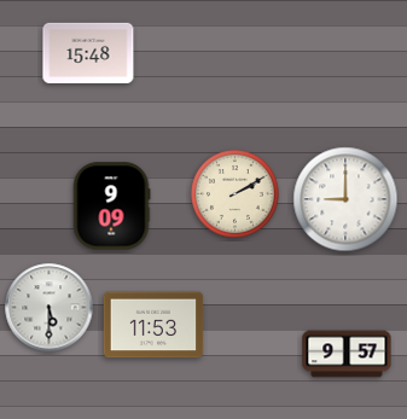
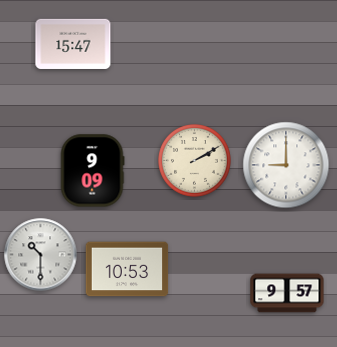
clock at (88, 53): 15:48 -> 15:47
clock at (50, 308): 5:30 -> 10:30
clock at (153, 325): 11:53 -> 10:53
